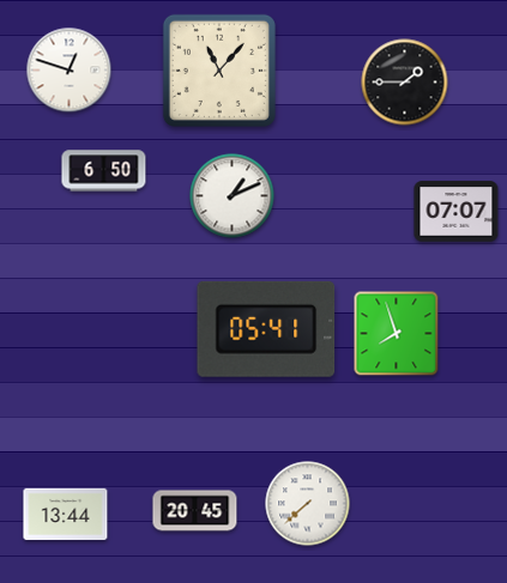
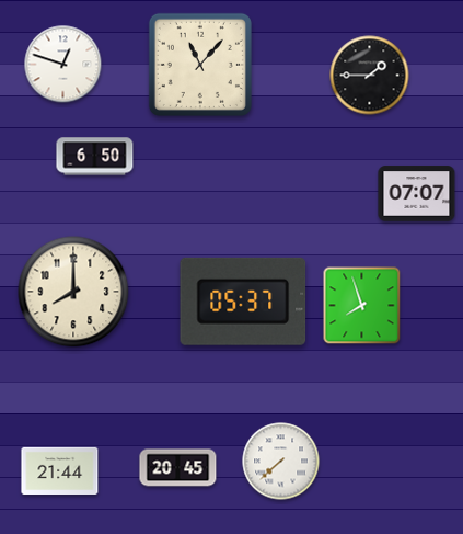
clock at (233, 196): 1:11 -> none
clock at (73, 292): none -> 8:00
clock at (266, 329): 05:41 -> 05:37
clock at (66, 515): 13:44 -> 21:44
